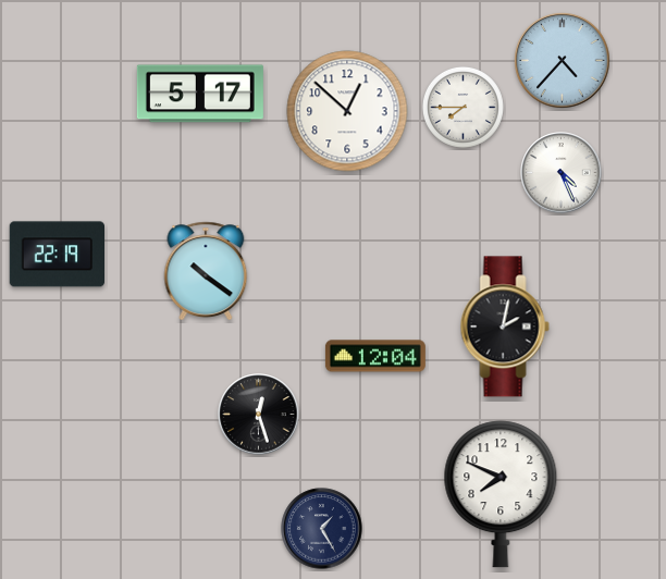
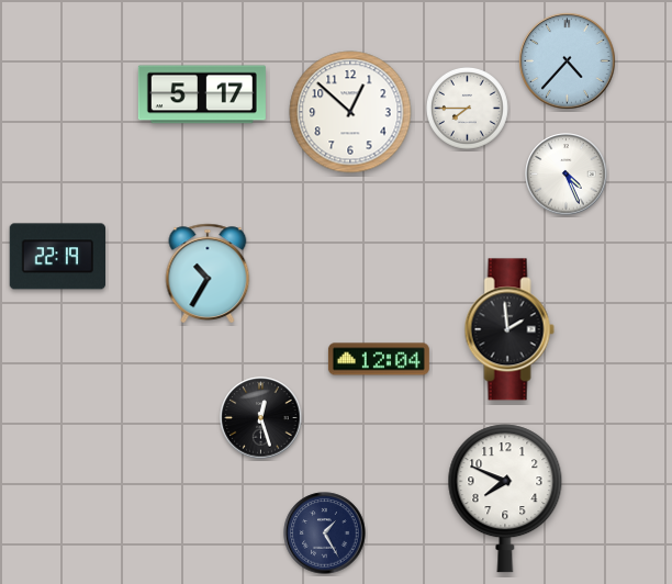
clock at (206, 270): 10:21 -> 10:35
clock at (505, 327): 2:02 -> 1:59
